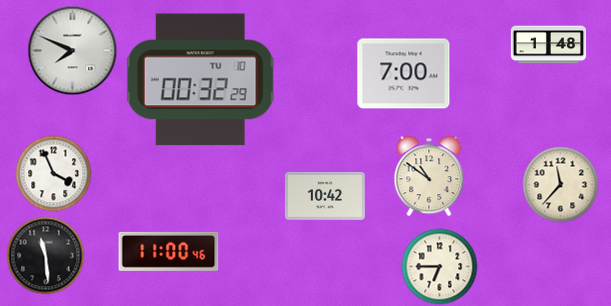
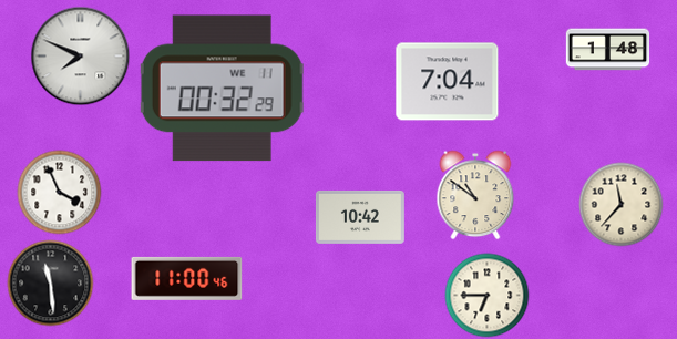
clock at (404, 74): 7:00 -> 7:04
clock at (201, 80) date: TU 10 -> WE 11
